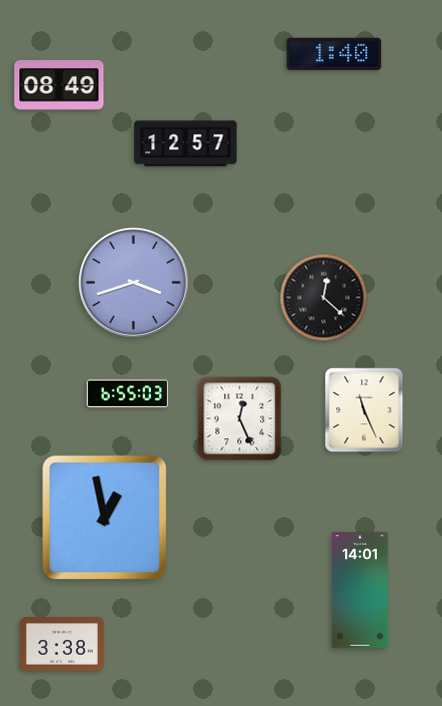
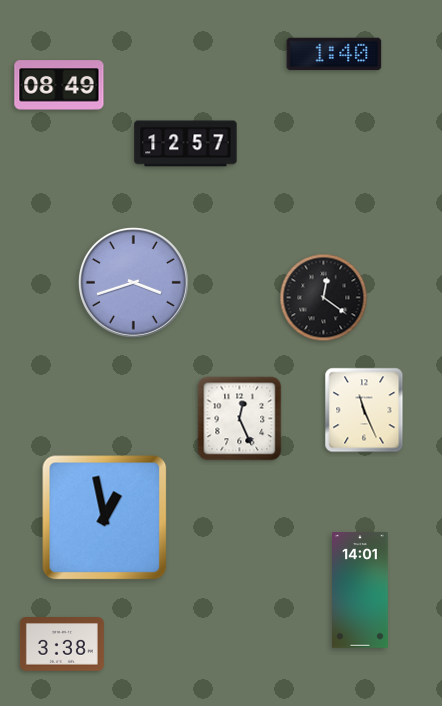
clock at (324, 298): 12:22 -> 12:21
clock at (128, 394): 6:55 -> none
